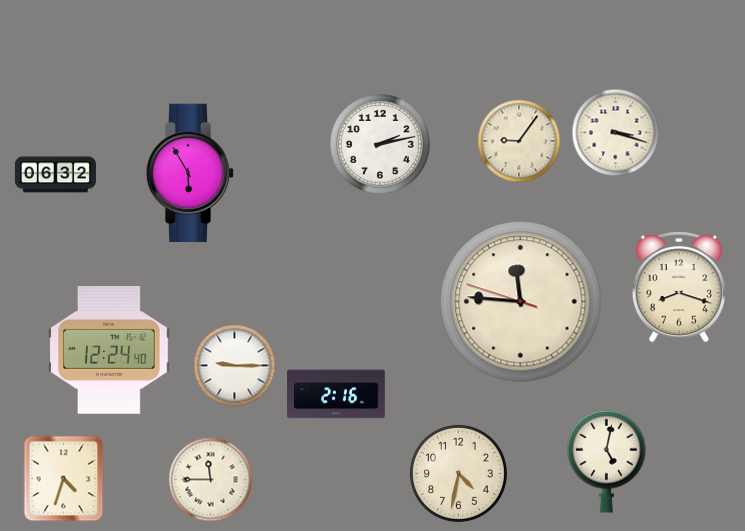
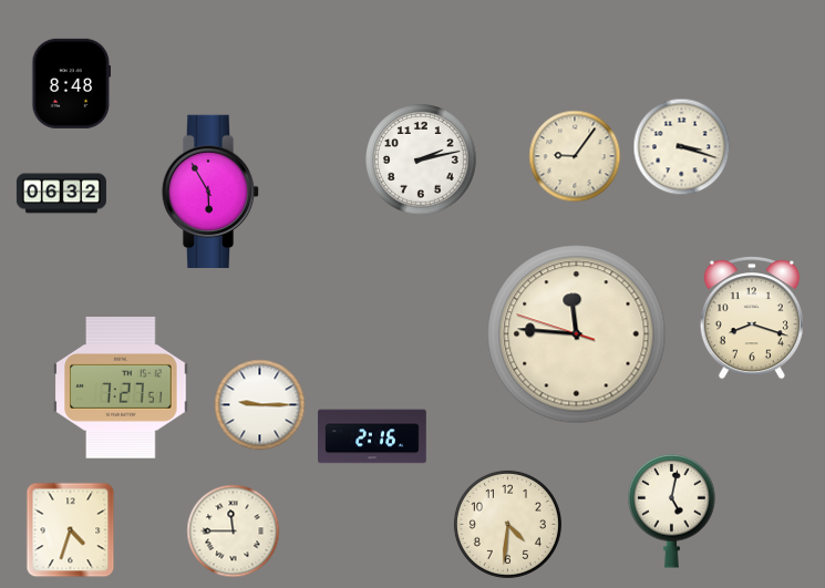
clock at (72, 83): none -> 8:48
clock at (109, 351): 12:24 -> 7:27
clock at (458, 473): 4:32 -> 4:31
